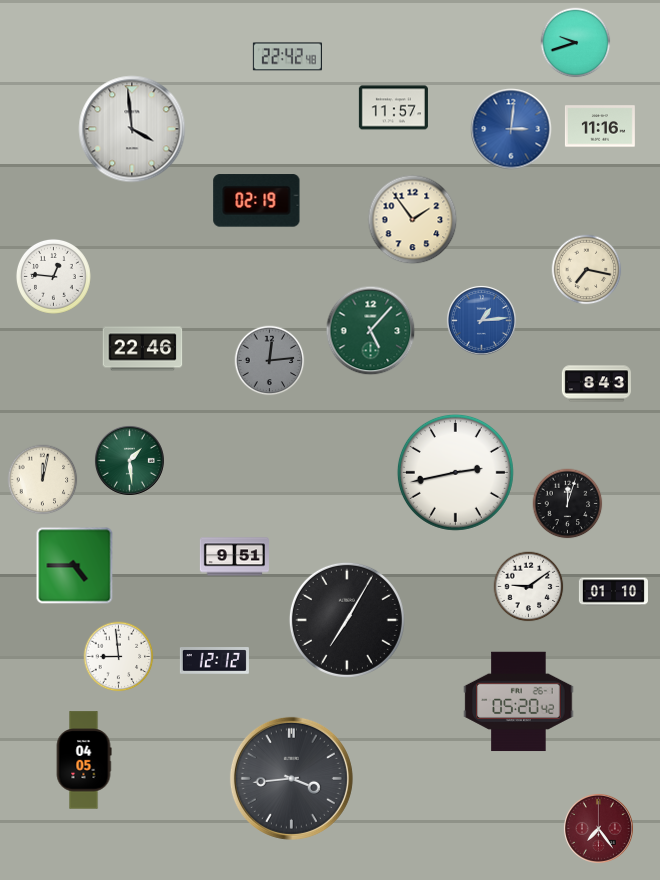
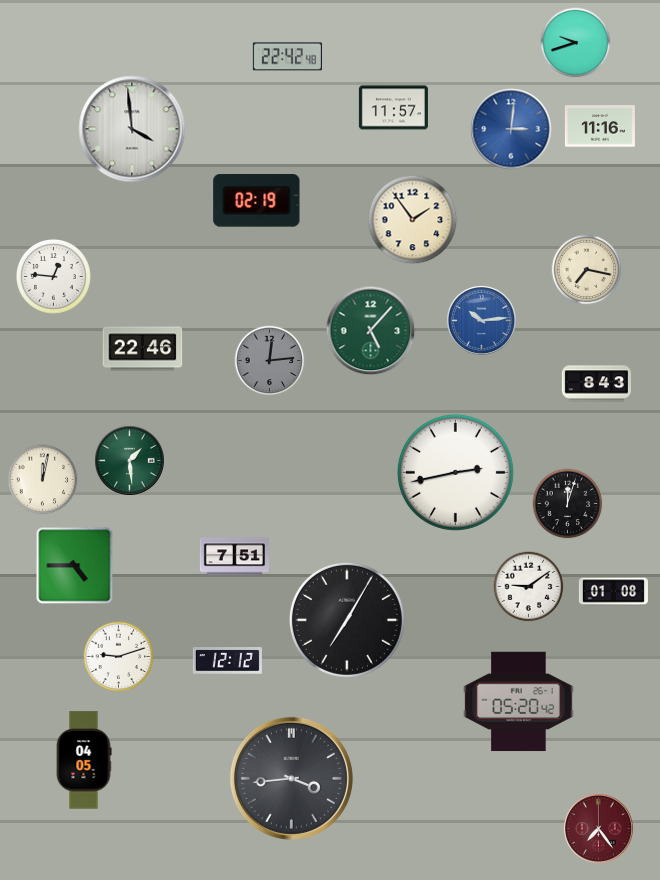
clock at (481, 320): 1:14 -> 10:14
clock at (234, 557): 9:51 -> 7:51
clock at (613, 592): 01:10 -> 01:08
clock at (119, 657): 8:59 -> 9:12
clock at (214, 661) position: (214, 661) -> (227, 661)
